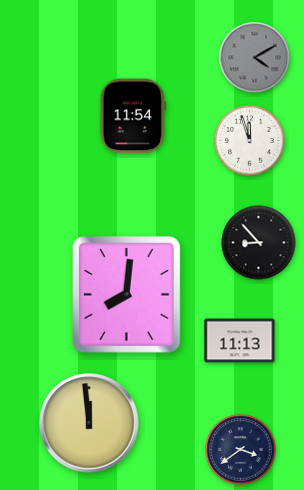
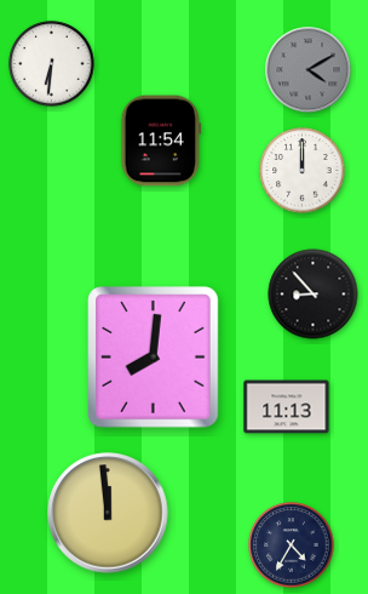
clock at (52, 64): none -> 6:31
clock at (250, 141): 11:57 -> 12:00
clock at (240, 341) position: (240, 341) -> (287, 407)
clock at (241, 450): 3:39 -> 4:35
